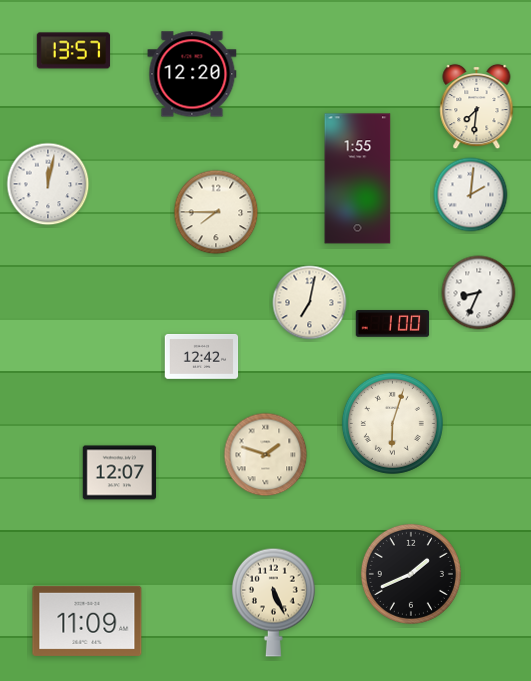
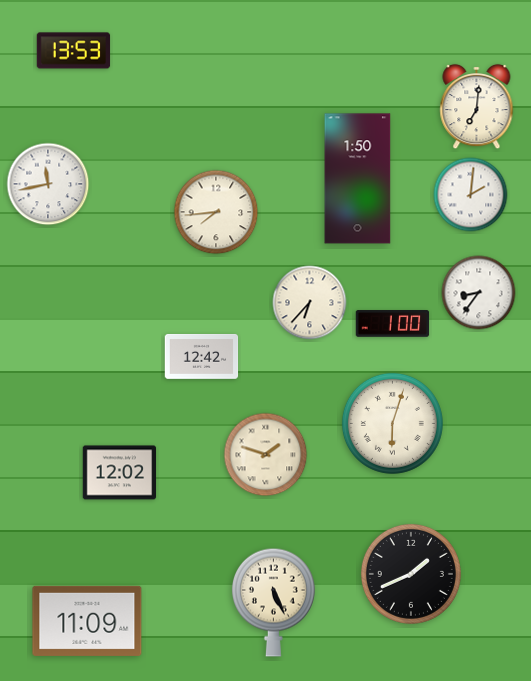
clock at (74, 51): 13:57 -> 13:53
clock at (192, 74): 12:20 -> none
clock at (477, 107): 7:31 -> 7:01
clock at (358, 179): 1:55 -> 1:50
clock at (48, 184): 12:02 -> 11:43
clock at (216, 212): 7:45 -> 7:44
clock at (479, 293): 8:34 -> 8:36
clock at (310, 303): 7:02 -> 6:37
clock at (120, 473): 12:07 -> 12:02
